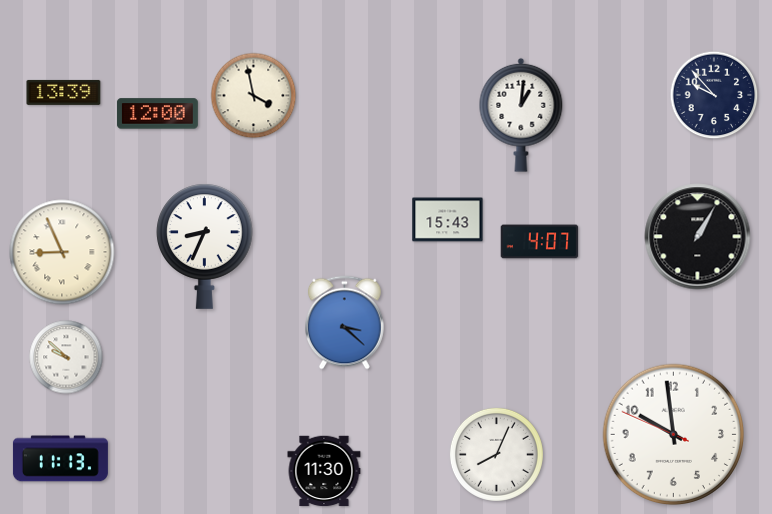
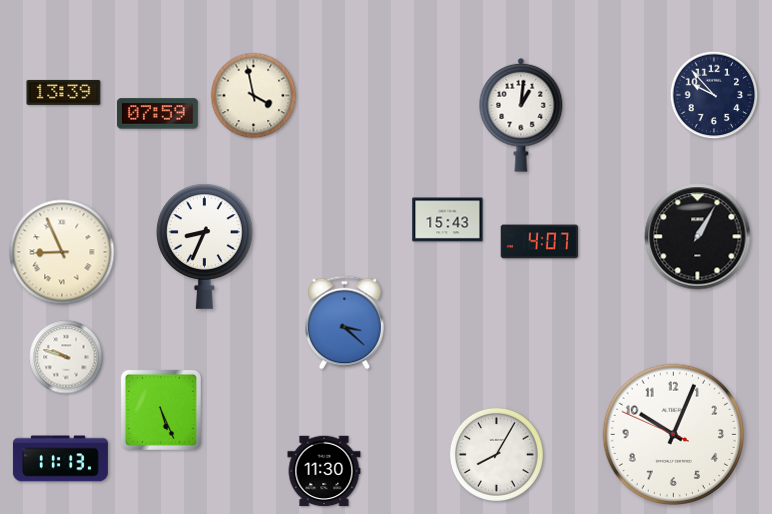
clock at (157, 114): 12:00 -> 07:59
clock at (66, 357): 9:52 -> 9:48
clock at (161, 410): none -> 5:26
clock at (674, 435): 9:58 -> 10:03
clock at (496, 454): 8:04 -> 8:05
